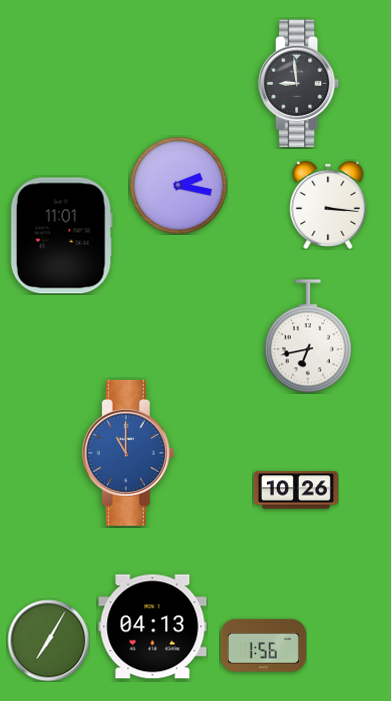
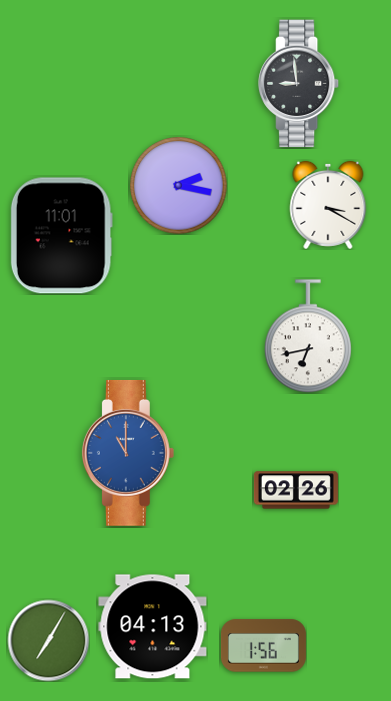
clock at (328, 205): 3:16 -> 3:20
clock at (296, 490): 10:26 -> 02:26
